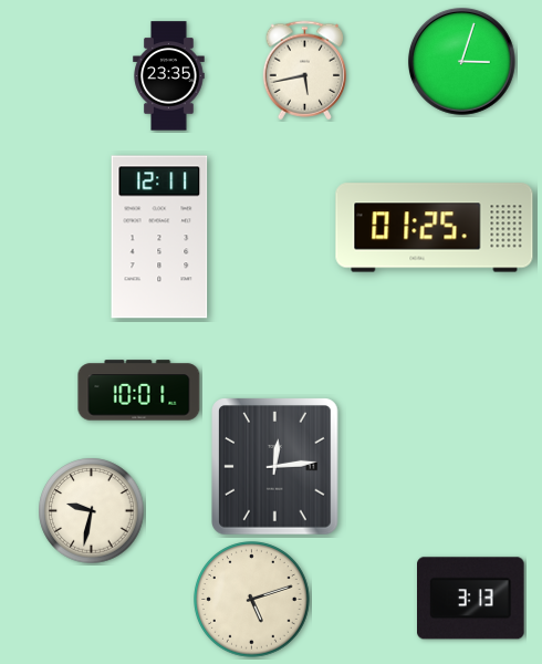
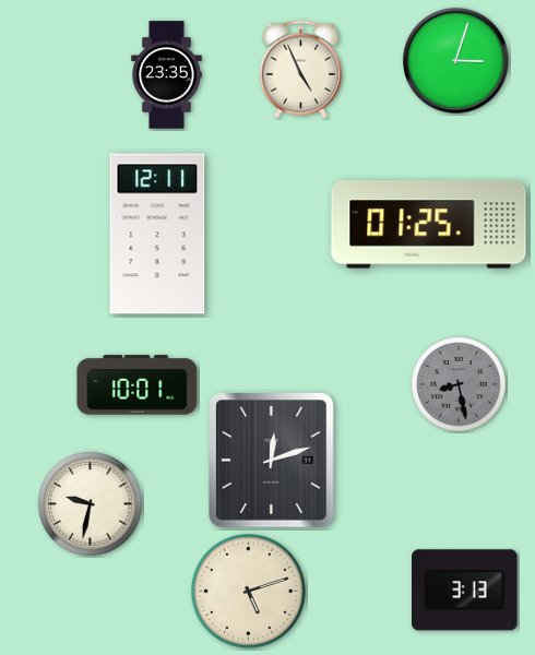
clock at (305, 71): 5:43 -> 4:56
clock at (459, 384): none -> 8:28
clock at (275, 467): 12:14 -> 12:12
